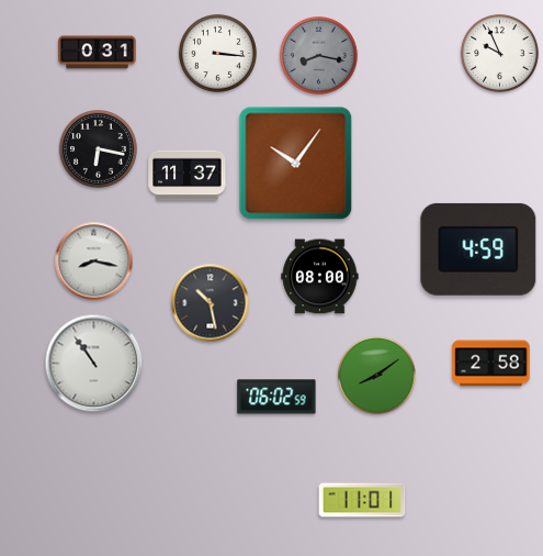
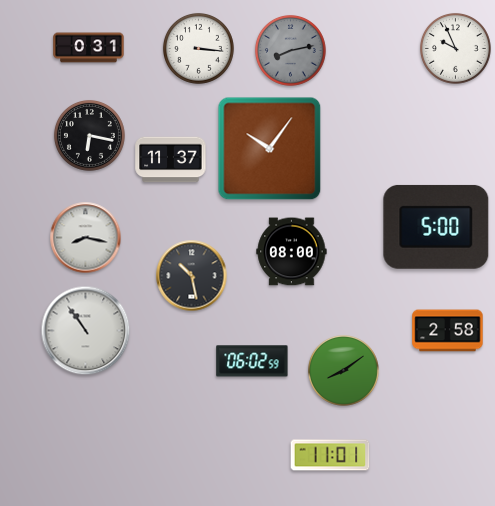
clock at (318, 55): 8:17 -> 8:13
clock at (478, 249): 4:59 -> 5:00
clock at (376, 375) position: (376, 375) -> (343, 370)
